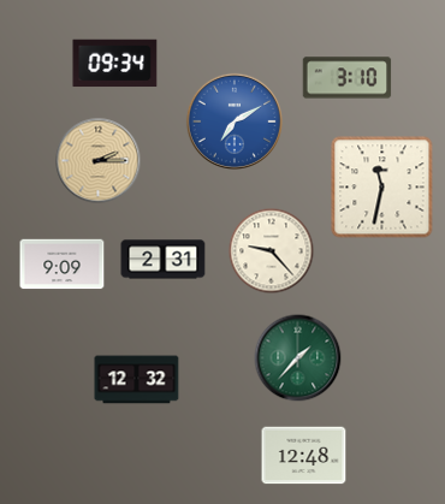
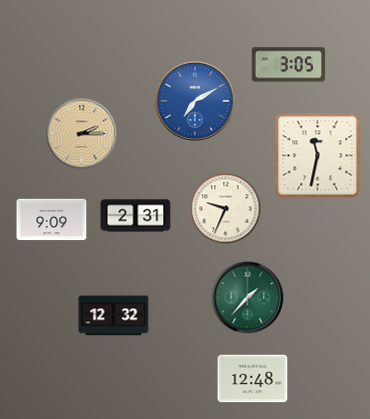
clock at (115, 64): 09:34 -> none
clock at (348, 78): 3:10 -> 3:05
clock at (272, 251): 9:23 -> 9:34
